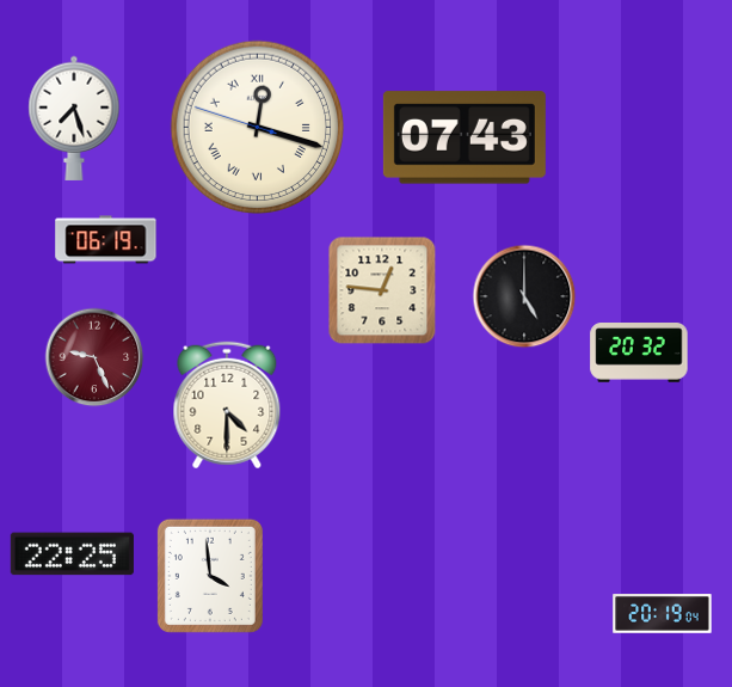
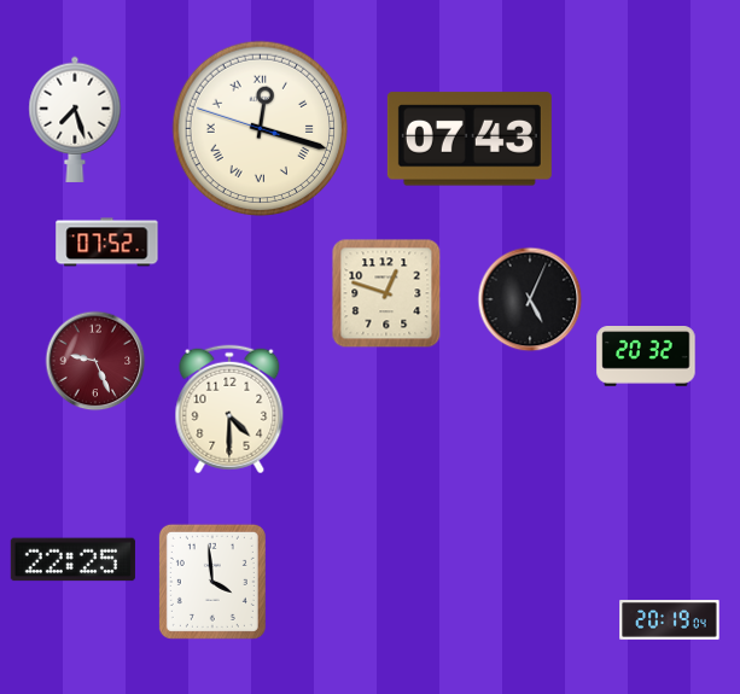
clock at (106, 240): 06:19 -> 07:52
clock at (382, 290): 12:46 -> 12:48
clock at (524, 296): 5:00 -> 5:04
